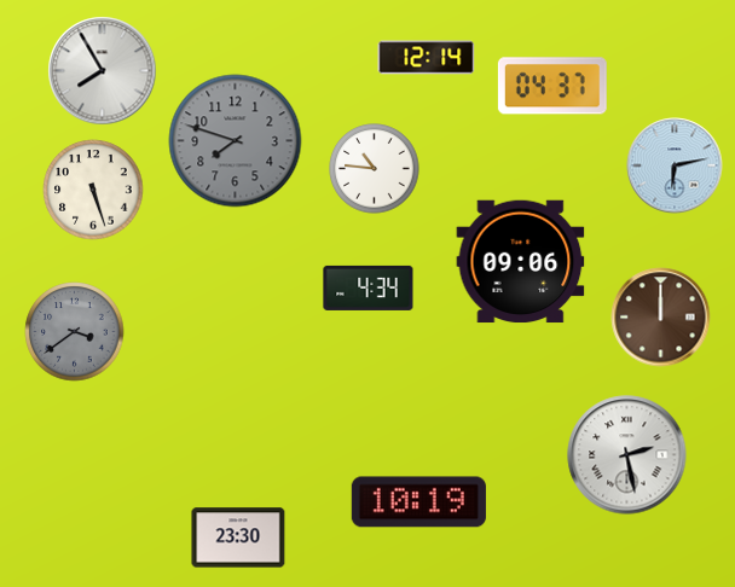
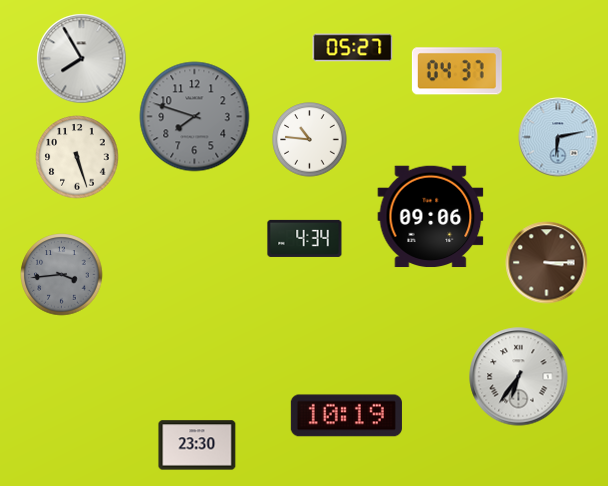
clock at (427, 58): 12:14 -> 05:27
clock at (103, 71) position: (103, 71) -> (82, 59)
clock at (661, 318): 12:00 -> 3:15
clock at (75, 332): 3:39 -> 3:44
clock at (627, 455): 2:28 -> 6:36
